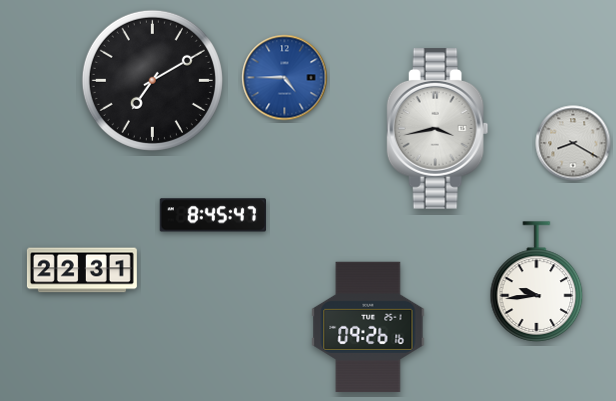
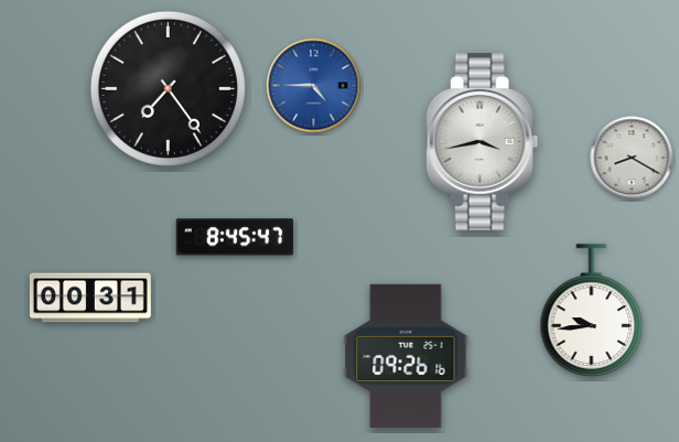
clock at (152, 80): 7:10 -> 7:24
clock at (82, 270): 22:31 -> 00:31
clock at (368, 326) position: (368, 326) -> (406, 355)
